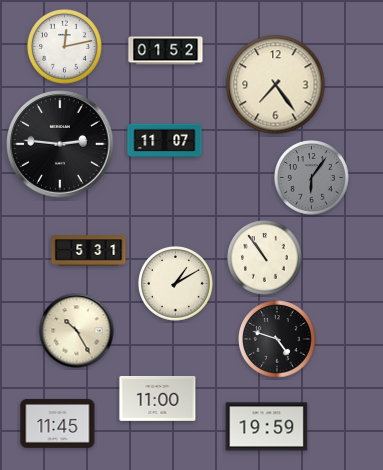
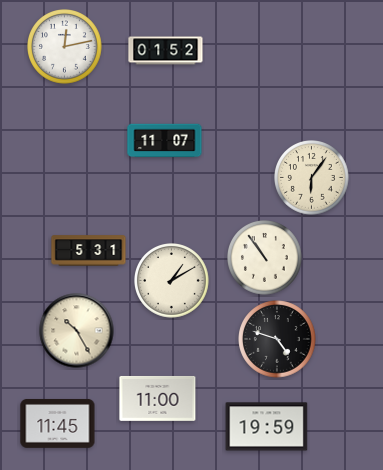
clock at (276, 85): 7:24 -> none
clock at (60, 144): 2:46 -> none
clock at (312, 178) dial: grey -> cream
clock at (176, 284) position: (176, 284) -> (172, 281)
